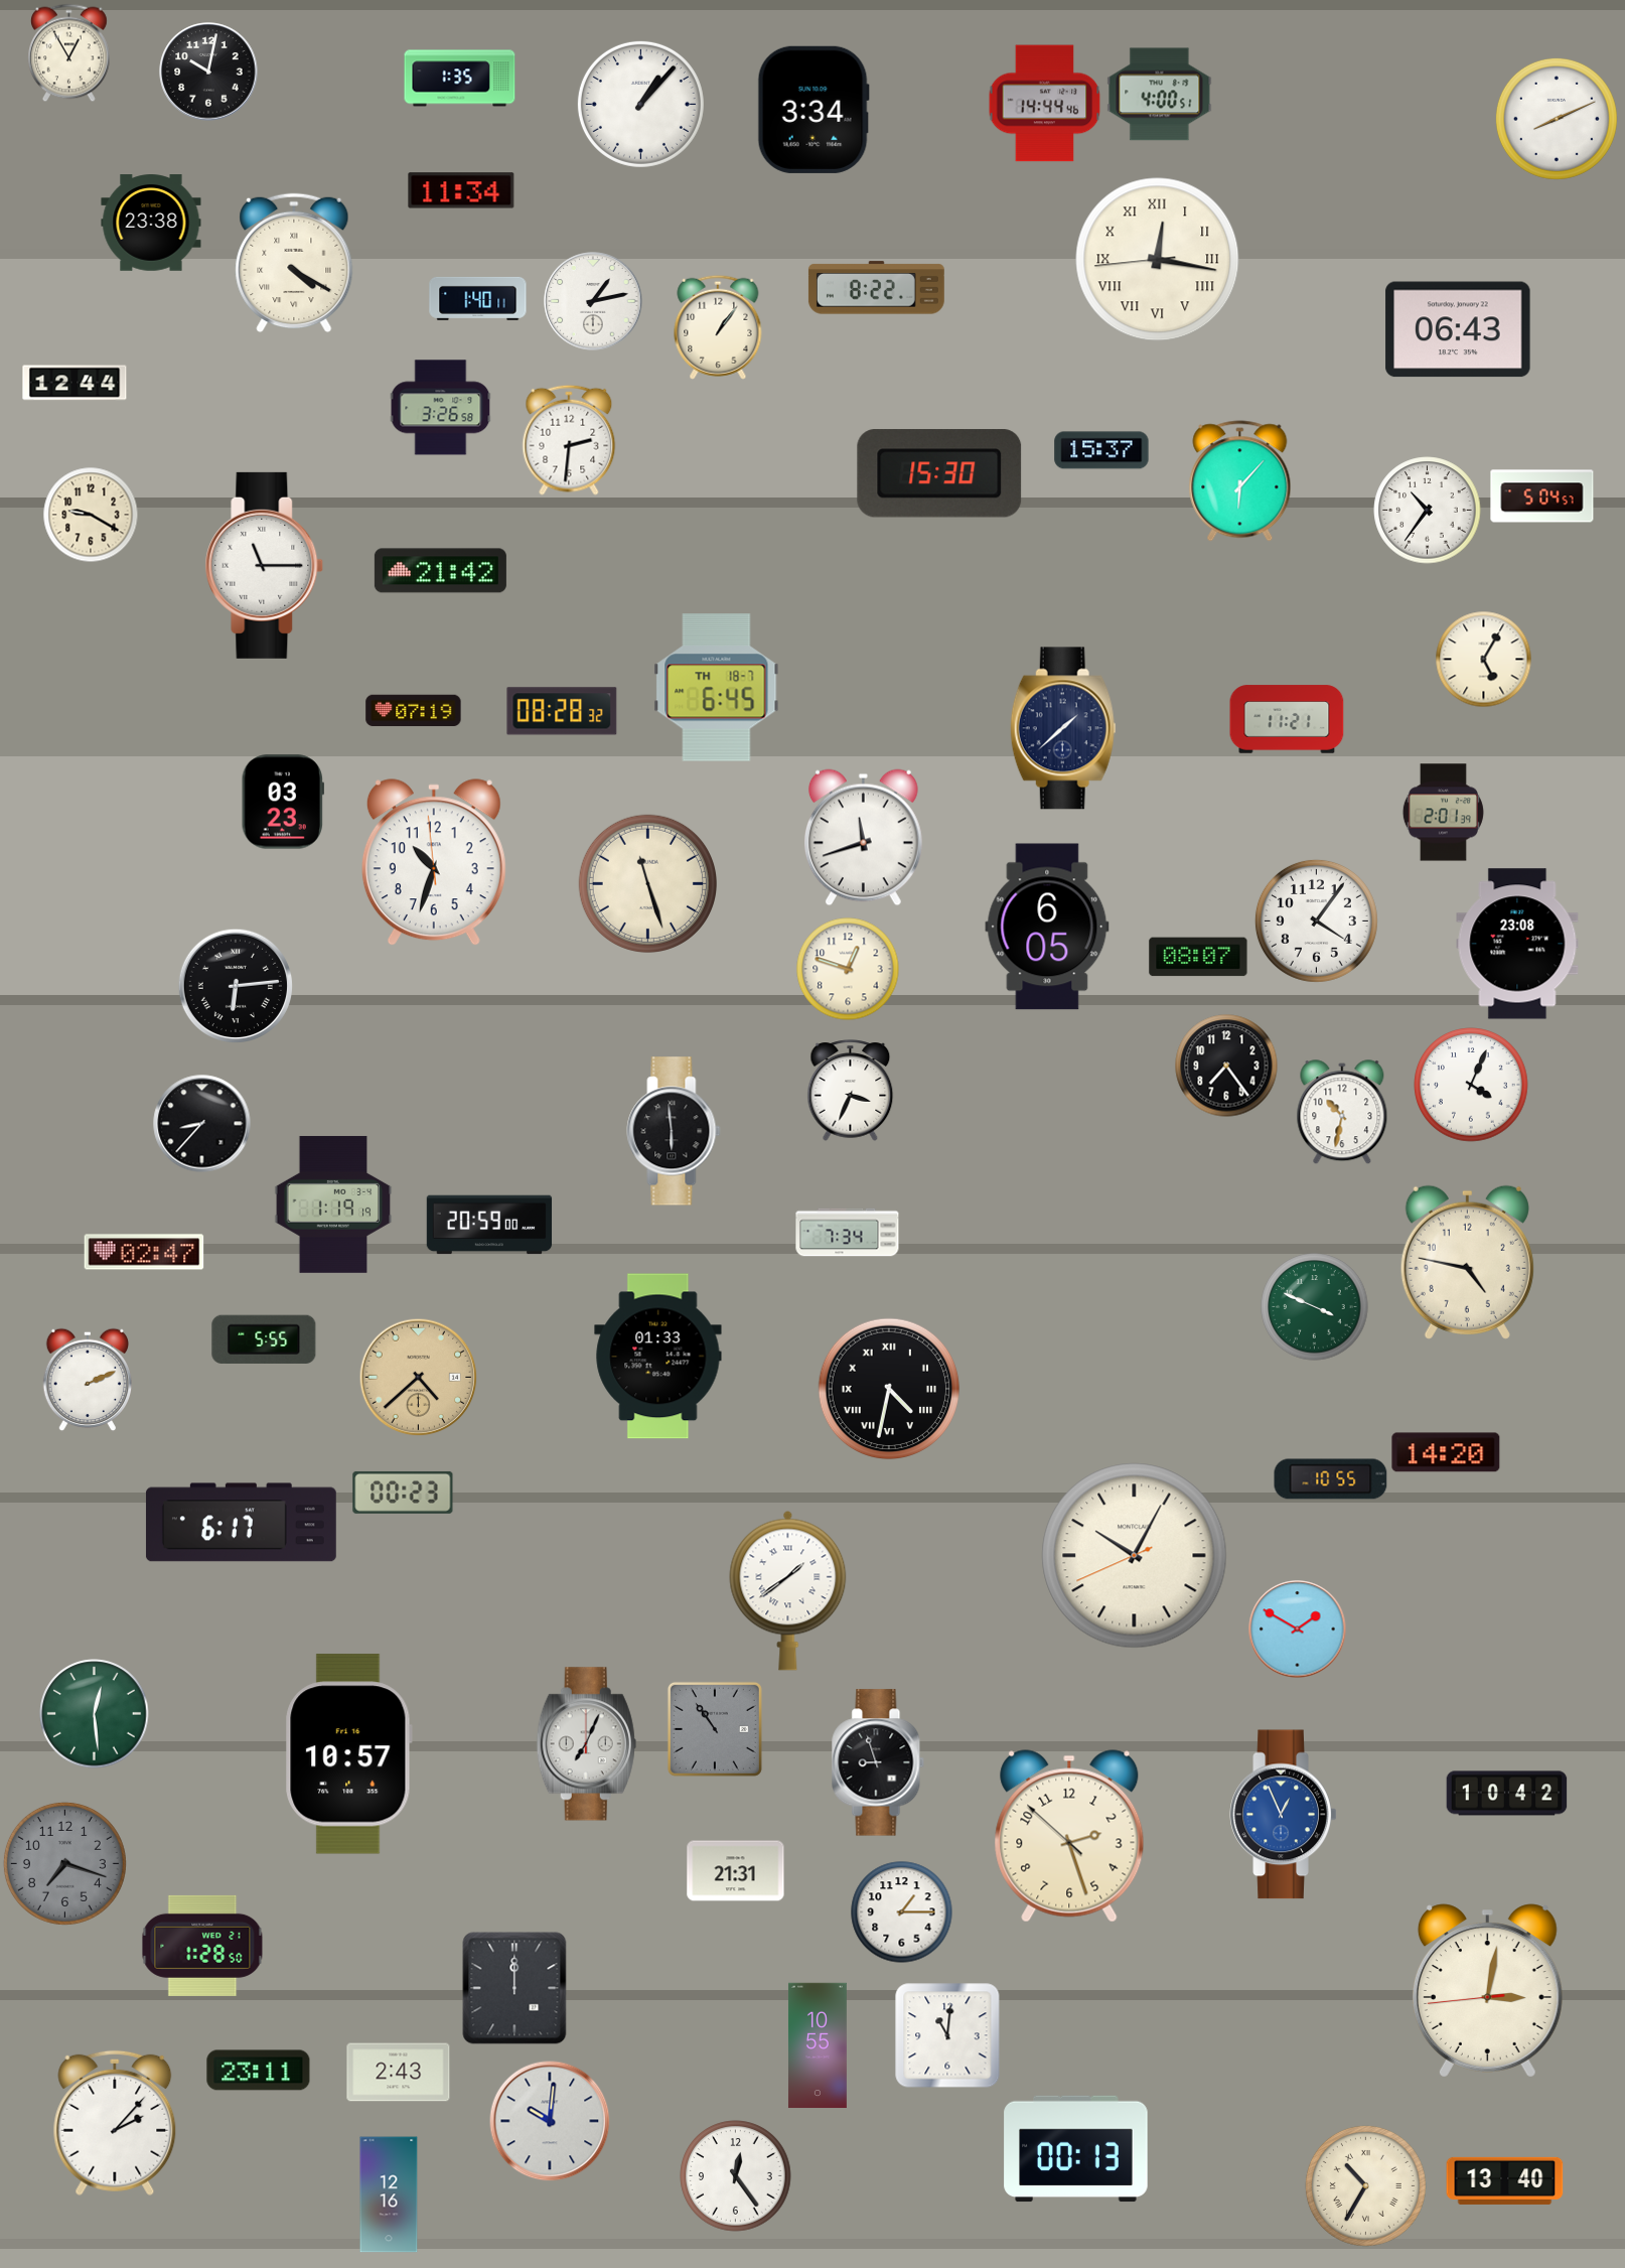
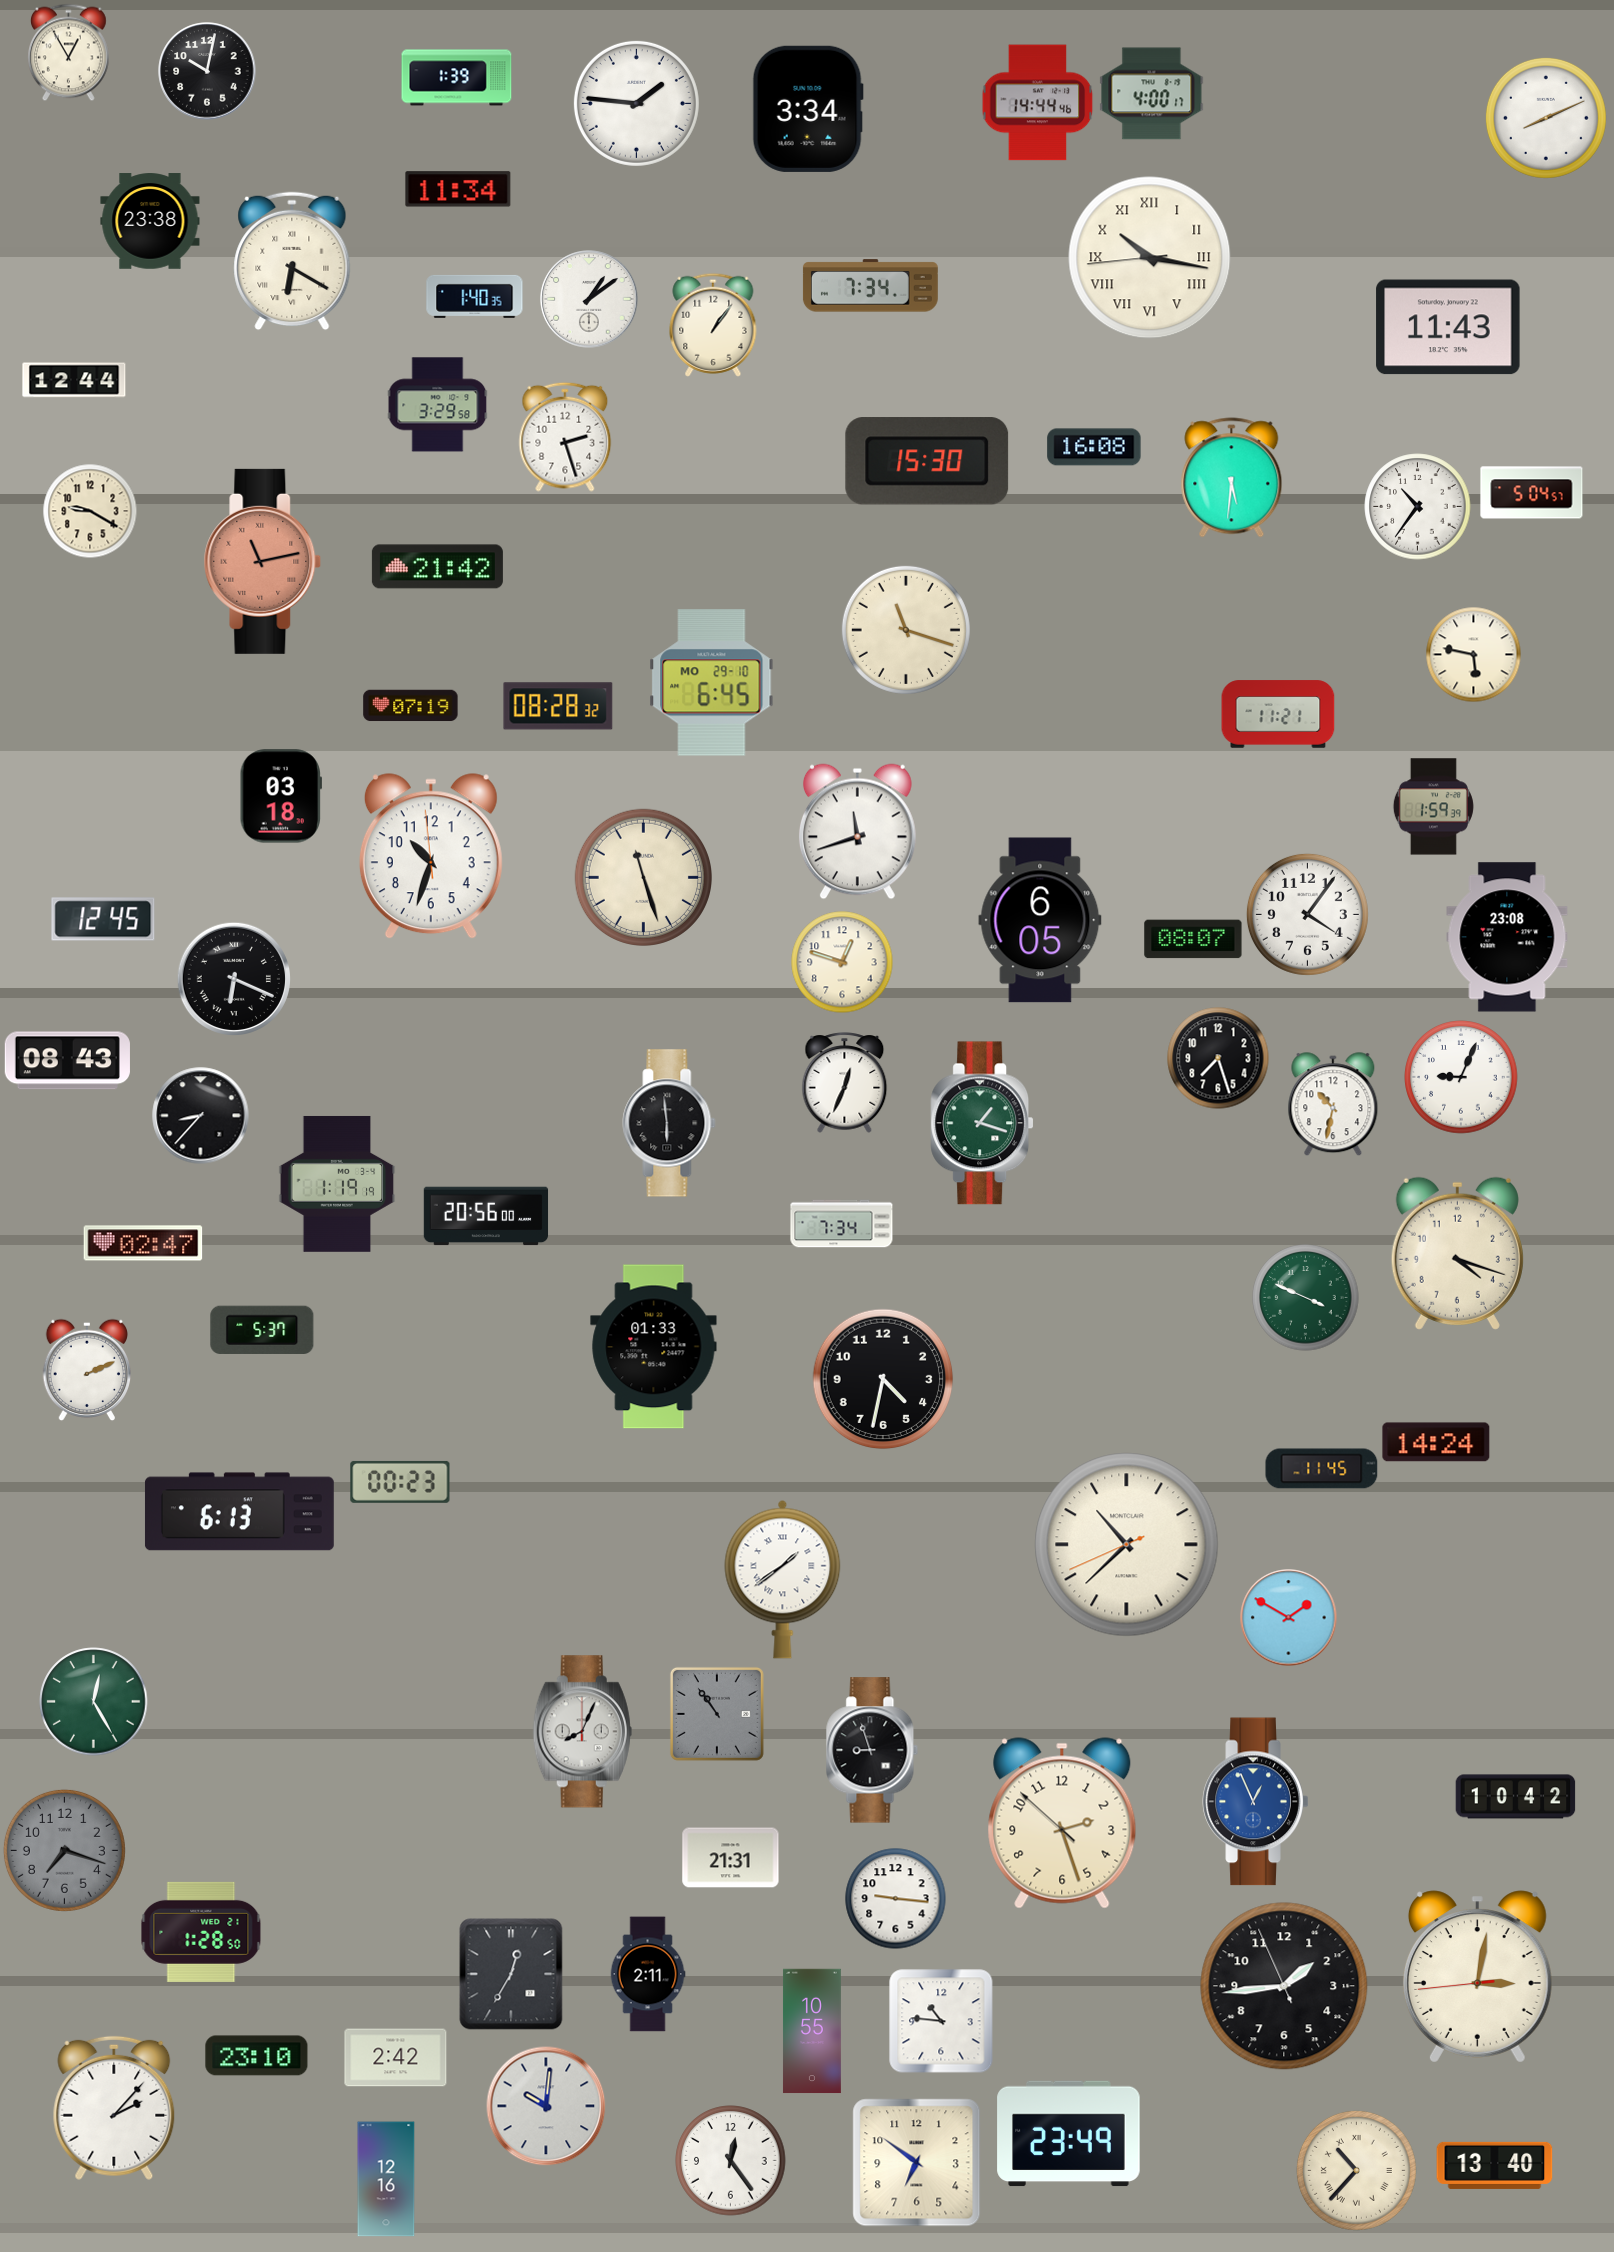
clock at (460, 79): 1:35 -> 1:39
clock at (1160, 95): 4:00:51 -> 4:00:17
clock at (640, 104): 1:07 -> 1:46
clock at (1158, 260): 12:16 -> 10:16
clock at (294, 263): 4:20 -> 6:20
clock at (876, 288): 8:22 -> 7:34
clock at (478, 298): 1:40:11 -> 1:40:35
clock at (593, 301): 1:13 -> 1:09
clock at (1458, 329): 06:43 -> 11:43
clock at (440, 408): 3:26 -> 3:29
clock at (569, 440): 2:31 -> 2:27
clock at (1101, 450): 15:37 -> 16:08
clock at (939, 473) position: (939, 473) -> (927, 461)
clock at (1240, 481): 6:07 -> 5:31
clock at (265, 565): 11:15 -> 11:13
clock at (265, 565) dial: white -> salmon
clock at (906, 630): none -> 11:18
clock at (1483, 659): 5:05 -> 5:47
clock at (717, 688) date: TH 18-7 -> MO 29-10
clock at (1063, 728): 1:38 -> none
clock at (282, 802): 03:23 -> 03:18
clock at (1443, 813): 2:01 -> 1:59
clock at (103, 919): none -> 12:45
clock at (1198, 957) position: (1198, 957) -> (1193, 939)
clock at (235, 985): 6:14 -> 6:19
clock at (1226, 1066): 7:24 -> 7:27
clock at (67, 1061): none -> 08:43
clock at (1471, 1085): 4:04 -> 9:04
clock at (851, 1091): 3:34 -> 12:34
clock at (982, 1123): none -> 1:18
clock at (333, 1204) position: (333, 1204) -> (337, 1184)
clock at (489, 1225): 20:59 -> 20:56
clock at (1467, 1262): 4:47 -> 4:18
clock at (264, 1339): 5:55 -> 5:37
clock at (418, 1377): 4:38 -> none
clock at (889, 1389) numerals: Roman -> Arabic
clock at (1446, 1452): 14:20 -> 14:24
clock at (1331, 1479): 10:55 -> 11:45
clock at (241, 1523): 6:17 -> 6:13
clock at (1135, 1556): 10:04 -> 10:37
clock at (95, 1714): 12:29 -> 12:25
clock at (715, 1729) position: (715, 1729) -> (717, 1714)
clock at (586, 1744): 7:04 -> 8:04
clock at (348, 1754): 10:57 -> none
clock at (1507, 1794) position: (1507, 1794) -> (1516, 1797)
clock at (1284, 1815) position: (1284, 1815) -> (1256, 1802)
clock at (902, 1912): 1:15 -> 9:16
clock at (514, 1988): 12:00 -> 12:35
clock at (648, 1974): none -> 2:11
clock at (1284, 1986): none -> 1:43
clock at (947, 2035): 11:01 -> 10:46
clock at (259, 2071): 23:11 -> 23:10
clock at (399, 2073): 2:43 -> 2:42
clock at (1076, 2149): 00:13 -> 23:49
clock at (917, 2163): none -> 6:51
clock at (1365, 2185): 10:35 -> 10:37
